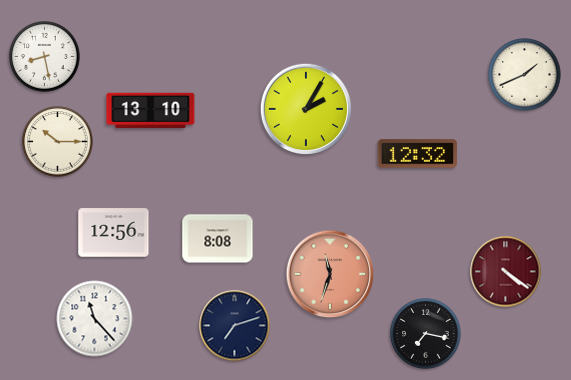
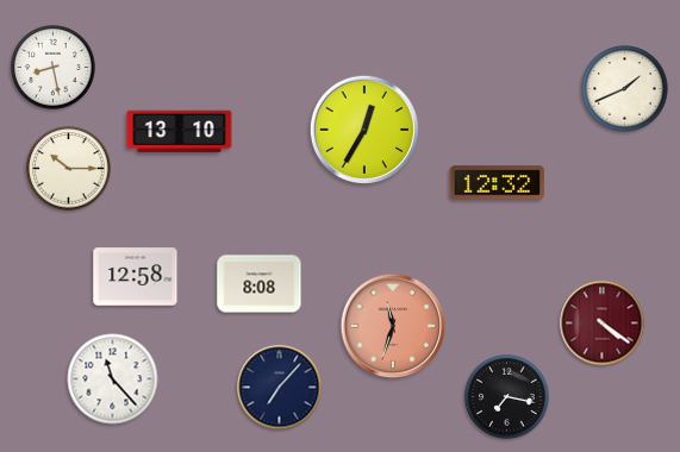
clock at (305, 108): 2:05 -> 12:35
clock at (114, 233): 12:56 -> 12:58
clock at (235, 326): 7:12 -> 7:07
